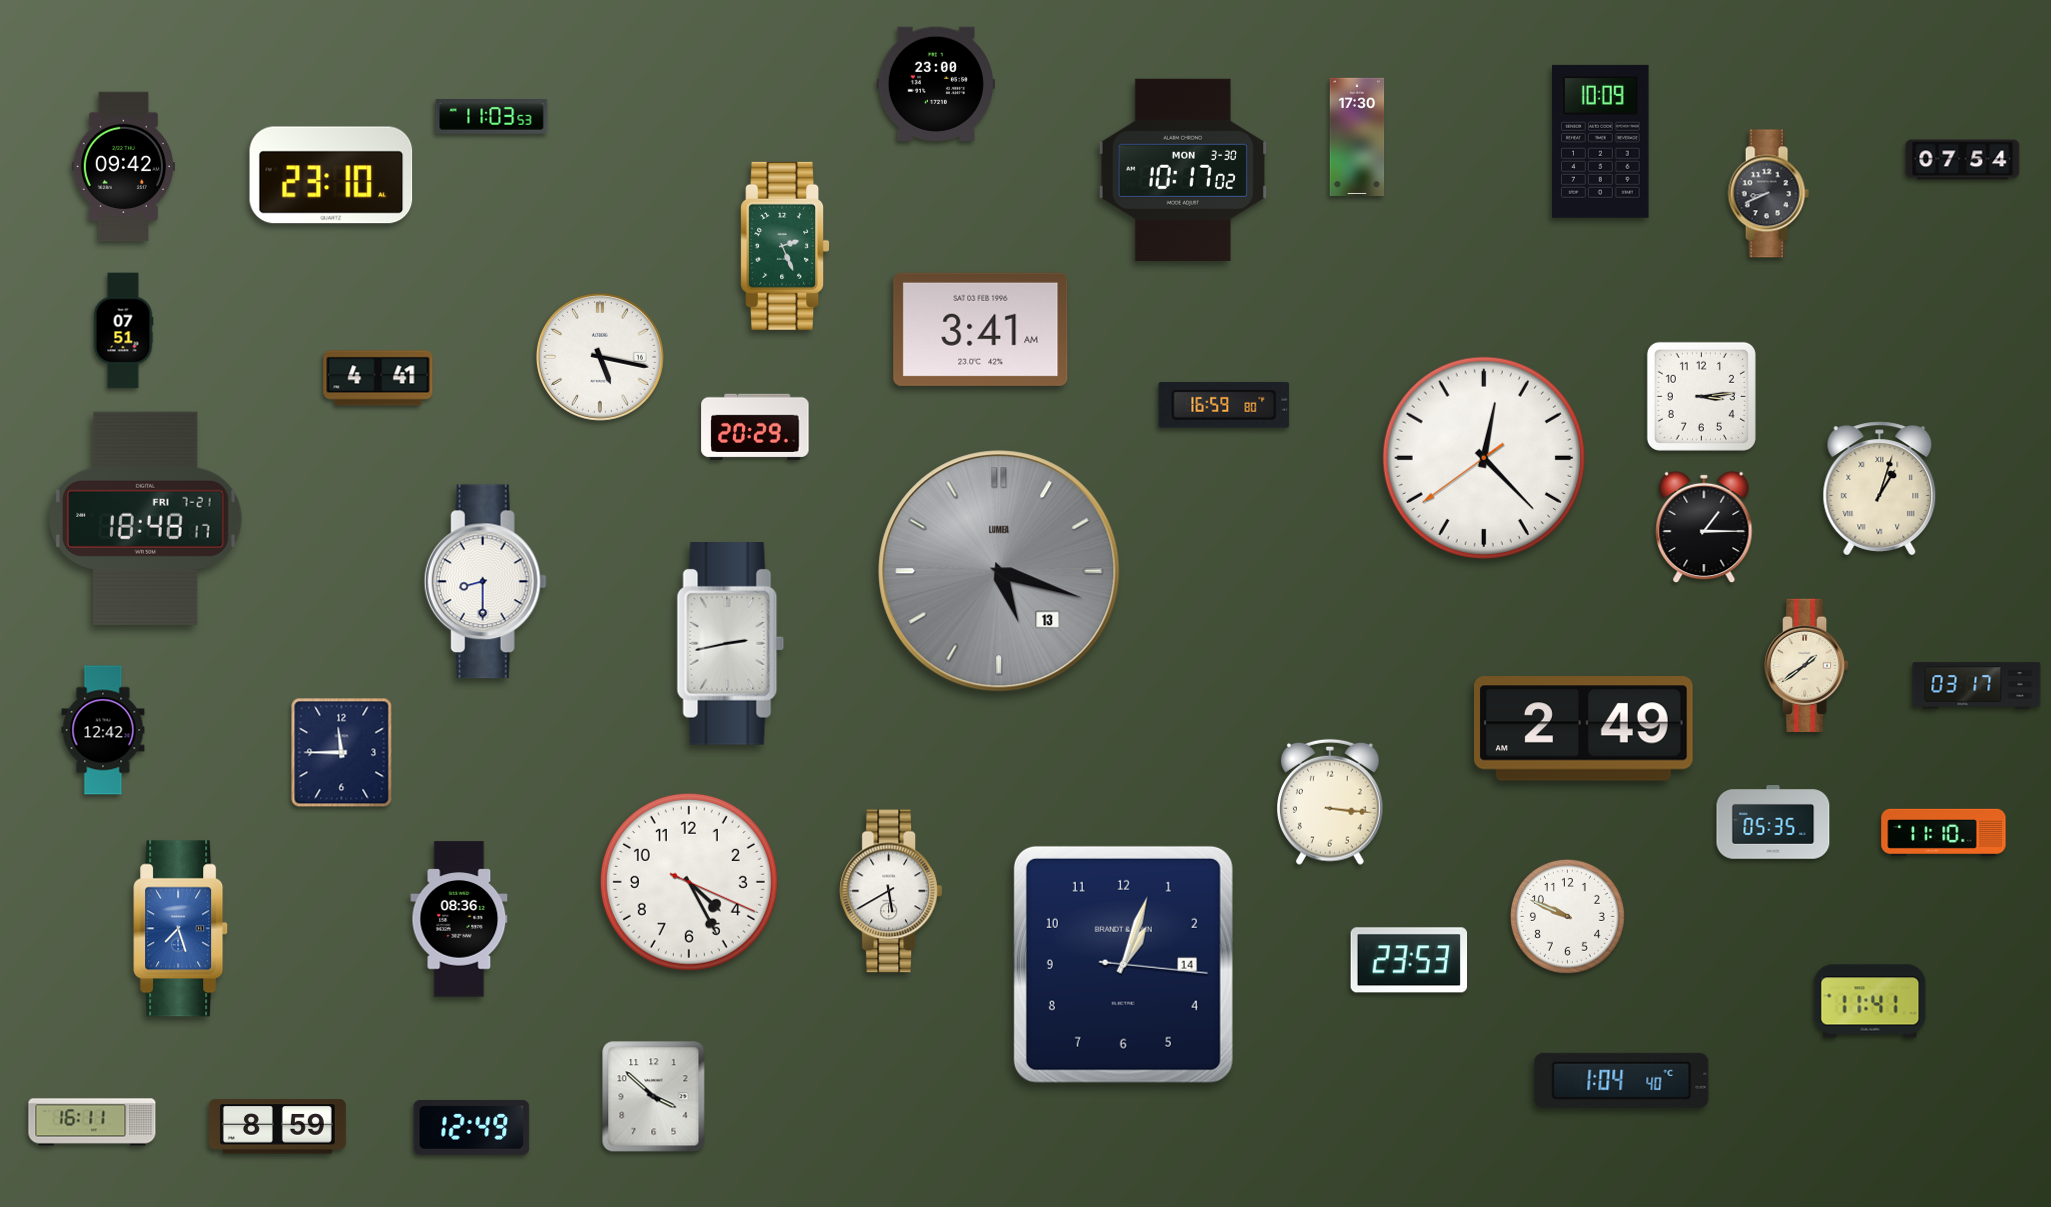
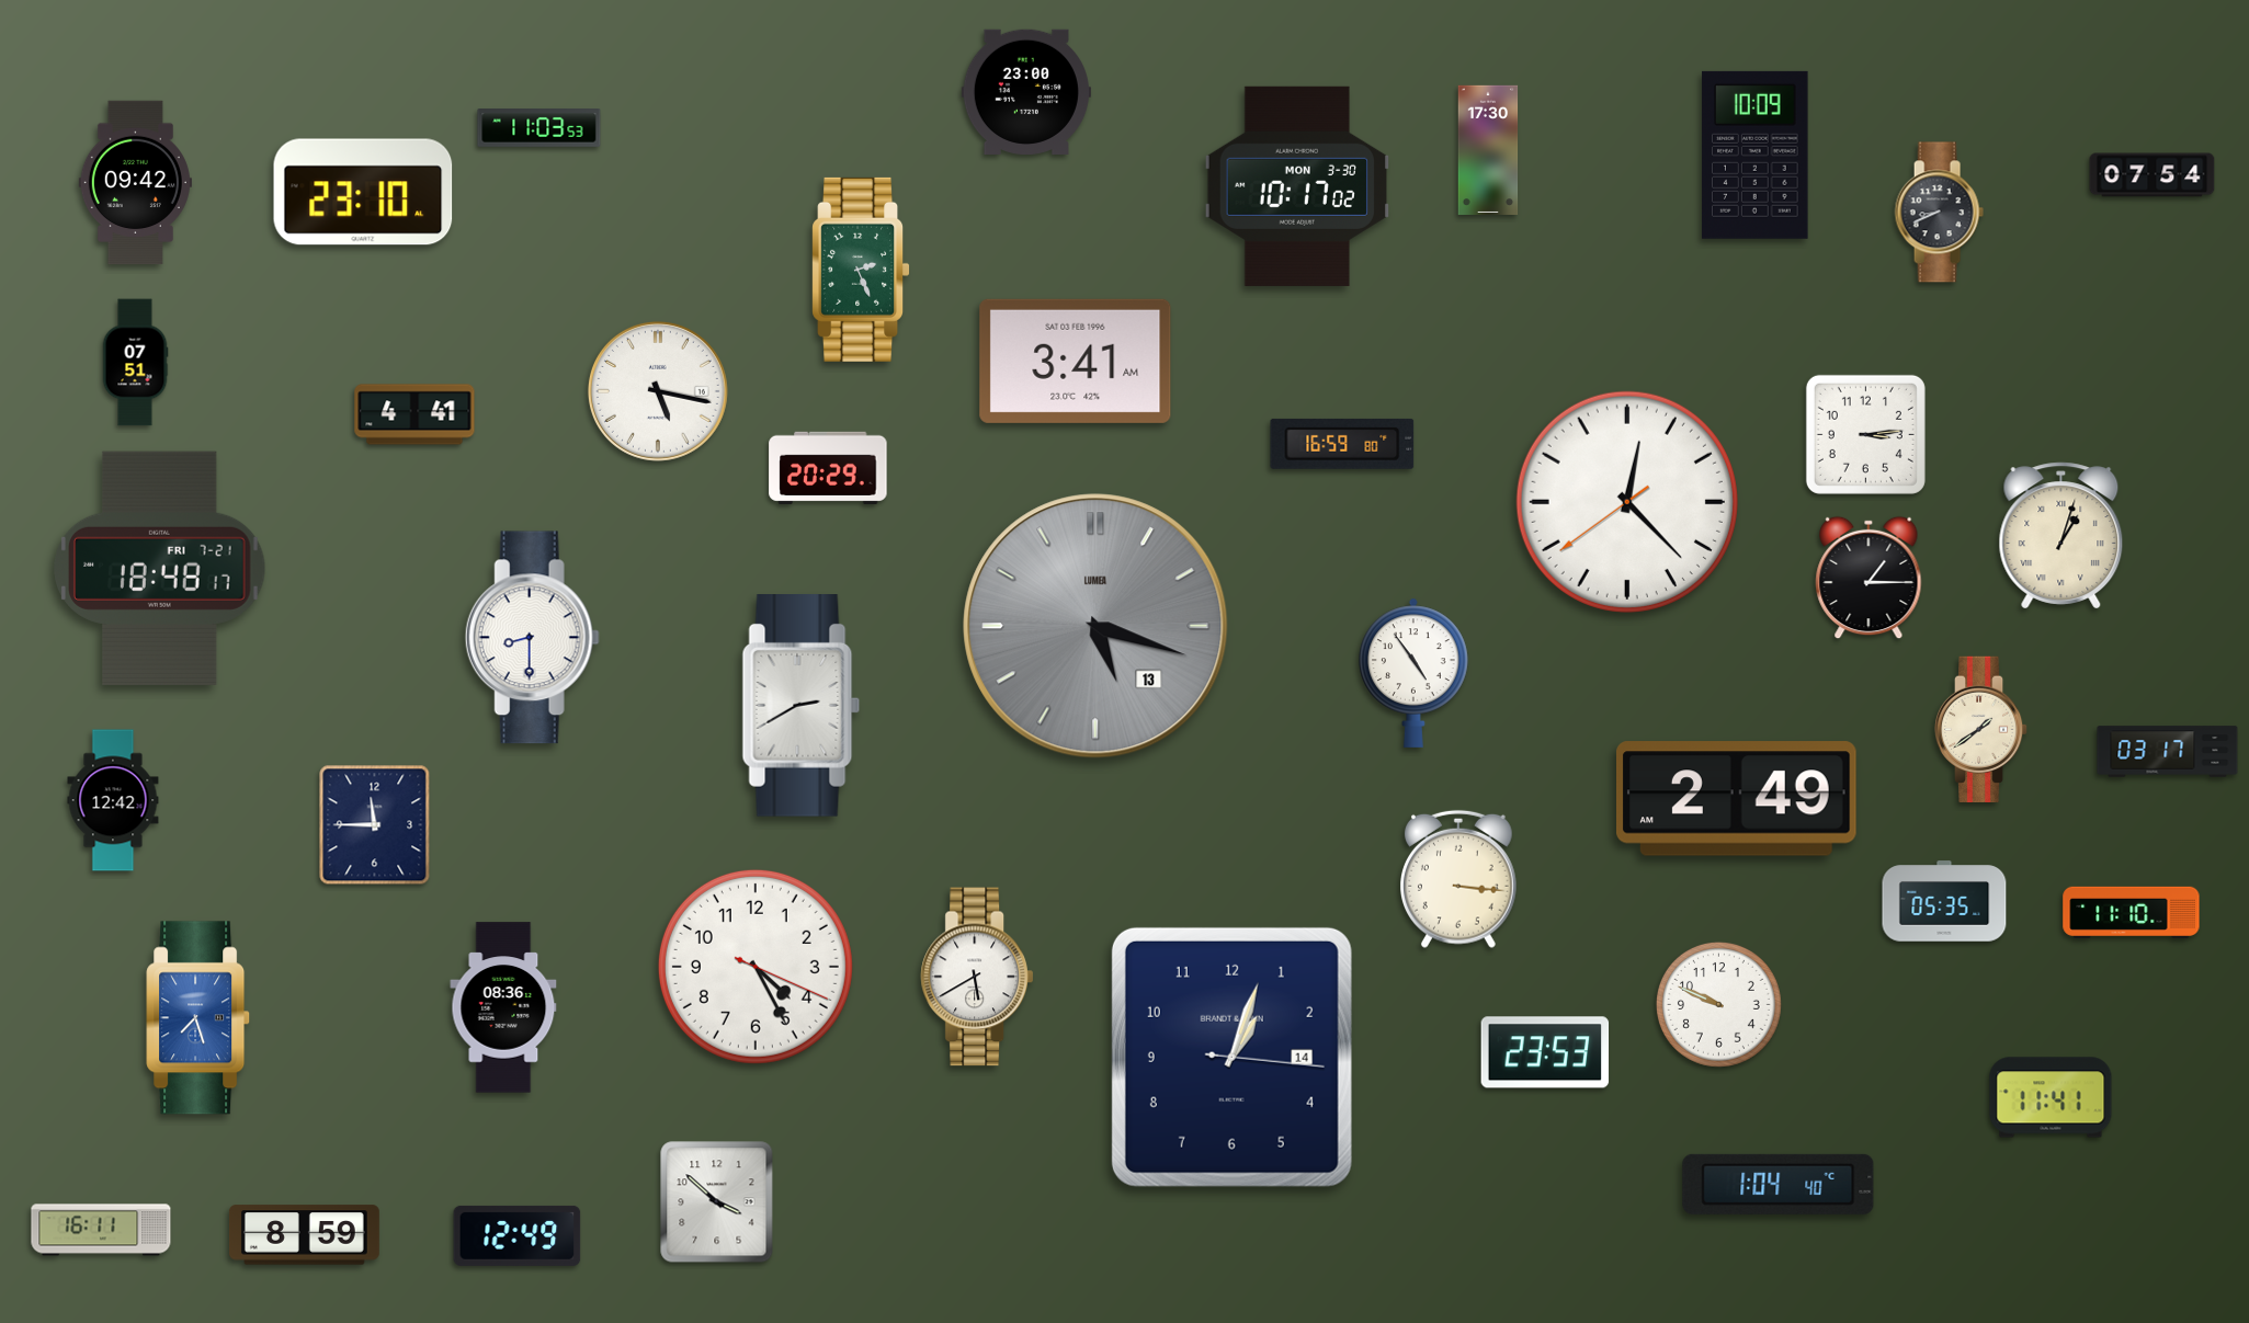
clock at (1413, 673): none -> 4:54
clock at (731, 644): 2:43 -> 2:40
